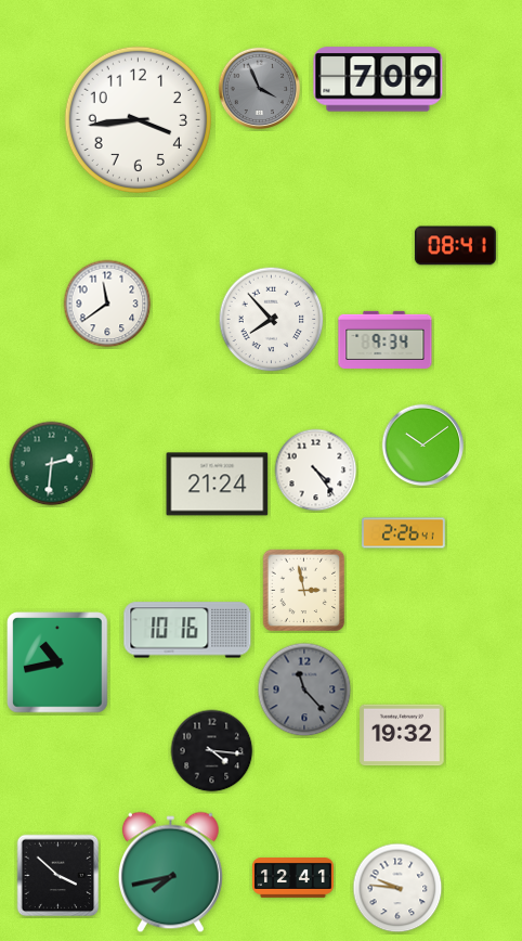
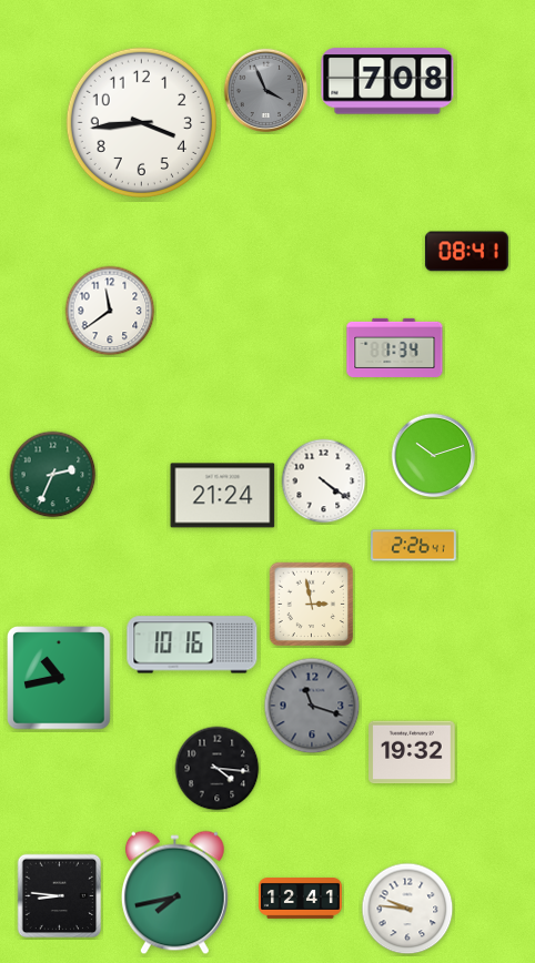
clock at (378, 79): 7:09 -> 7:08
clock at (272, 320): 7:53 -> none
clock at (386, 339): 9:34 -> 1:34
clock at (423, 446): 10:09 -> 10:12
clock at (52, 464): 2:31 -> 2:34
clock at (316, 470): 4:24 -> 4:21
clock at (304, 689): 11:23 -> 11:18
clock at (58, 876): 3:52 -> 8:46
